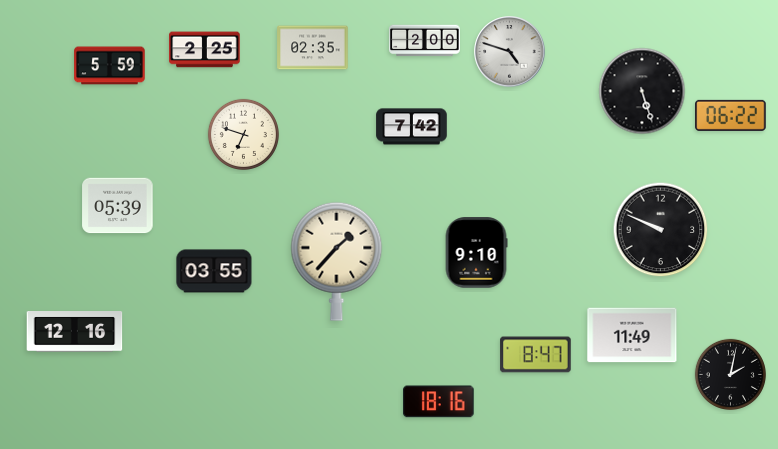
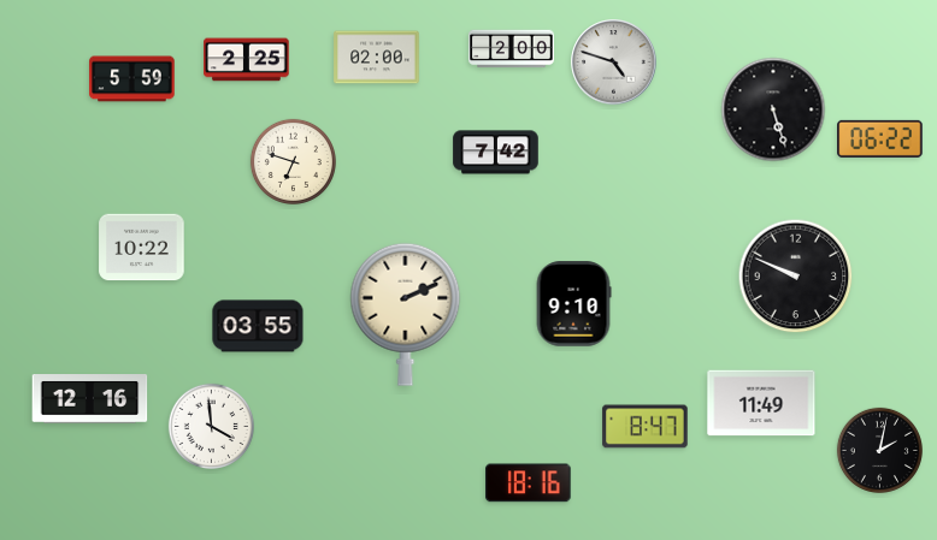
clock at (313, 48): 02:35 -> 02:00
clock at (118, 206): 05:39 -> 10:22
clock at (337, 261): 1:37 -> 2:11
clock at (211, 426): none -> 3:59
